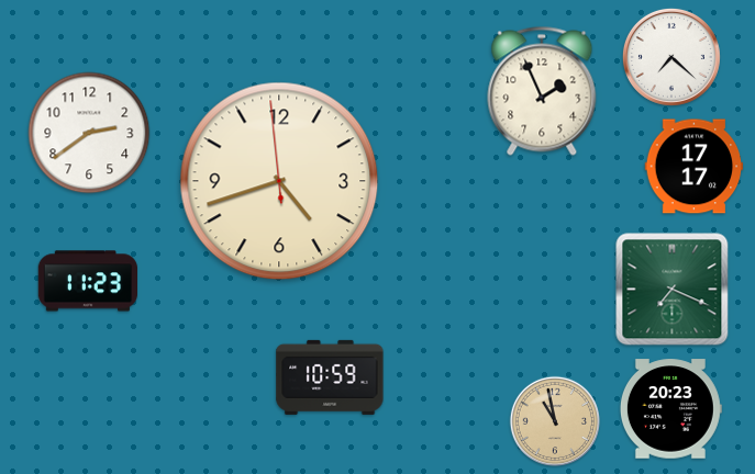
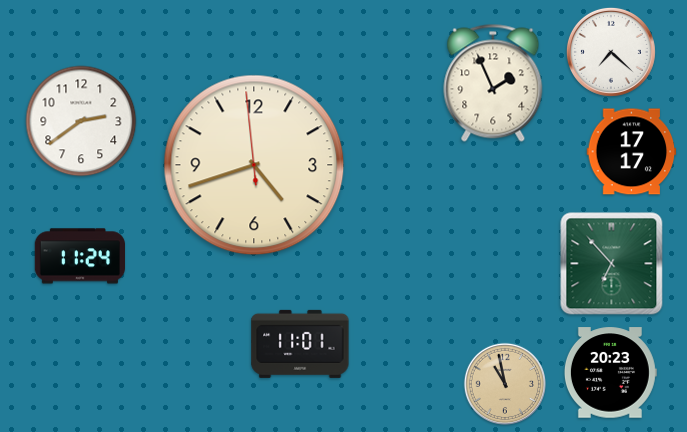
clock at (87, 281): 11:23 -> 11:24
clock at (673, 290): 7:19 -> 6:53
clock at (330, 377): 10:59 -> 11:01
